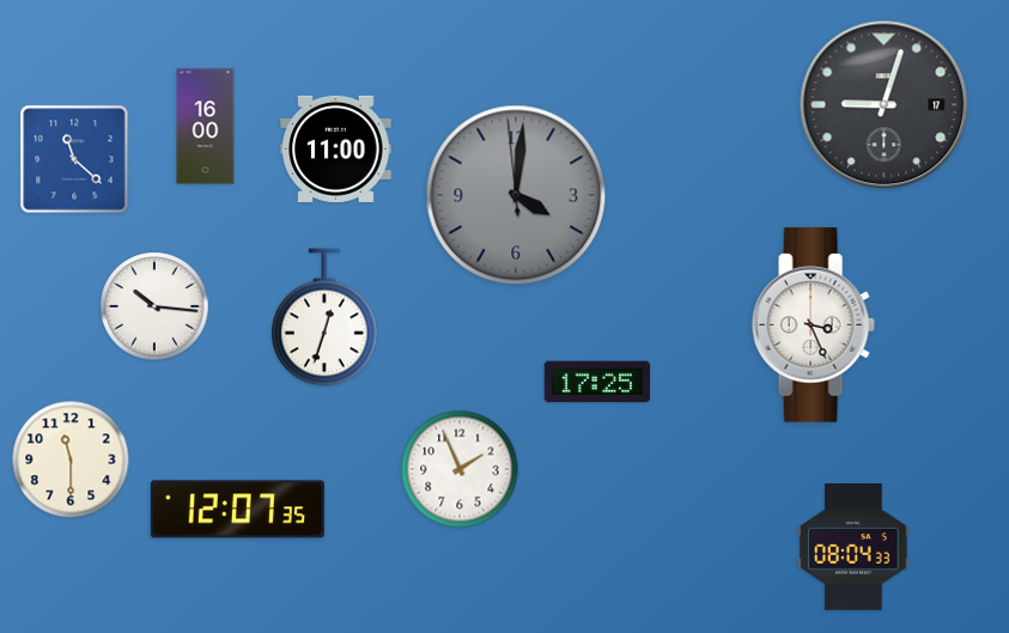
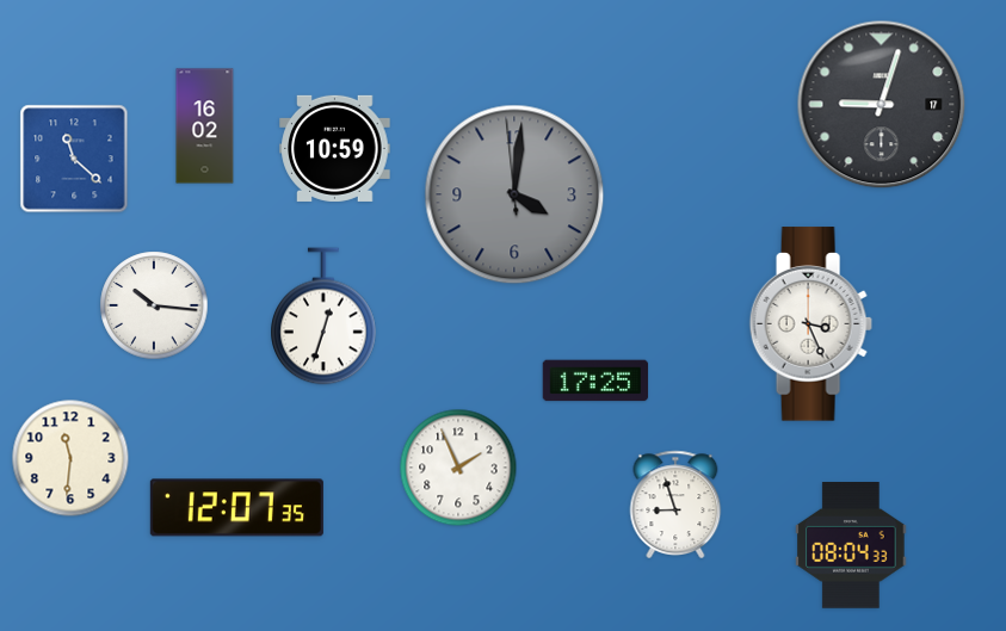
clock at (206, 127): 16:00 -> 16:02
clock at (336, 148): 11:00 -> 10:59
clock at (71, 459): 11:30 -> 11:31
clock at (675, 503): none -> 8:57
